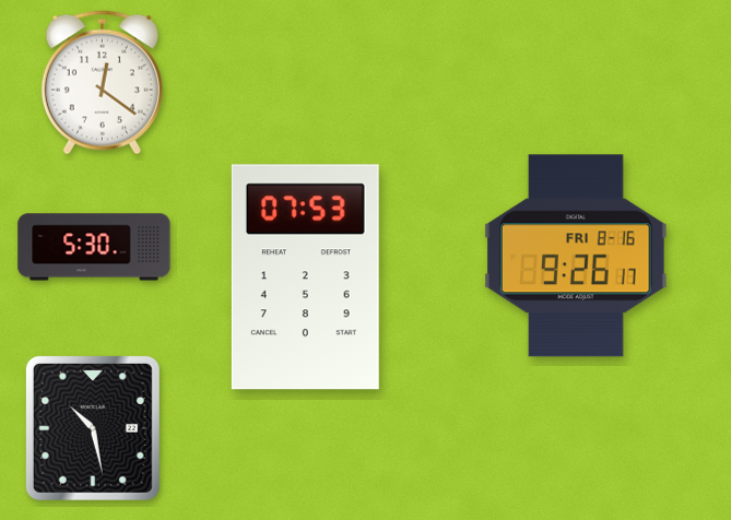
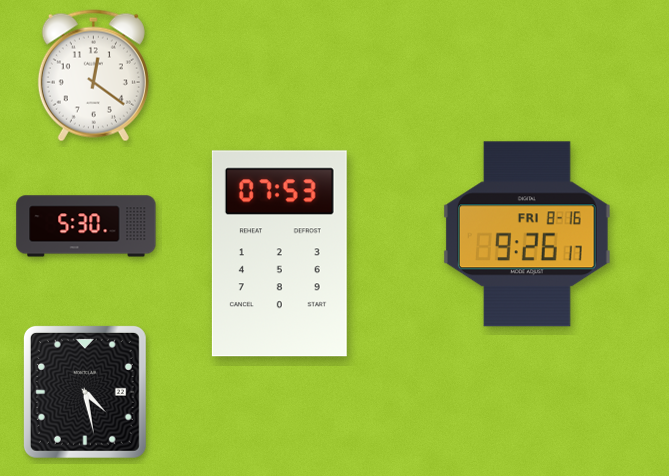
clock at (93, 428): 10:28 -> 4:28
